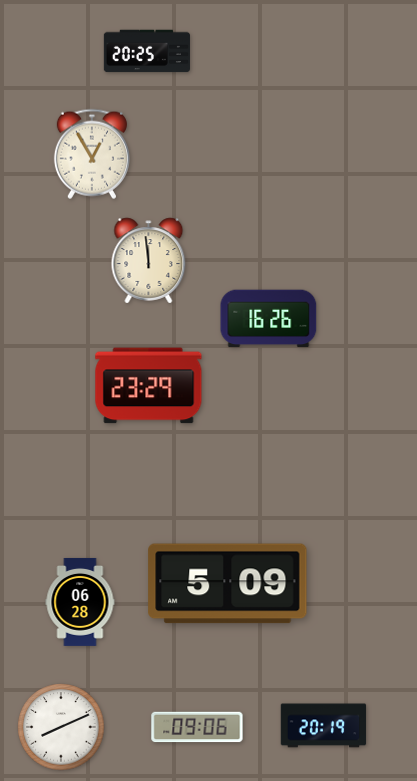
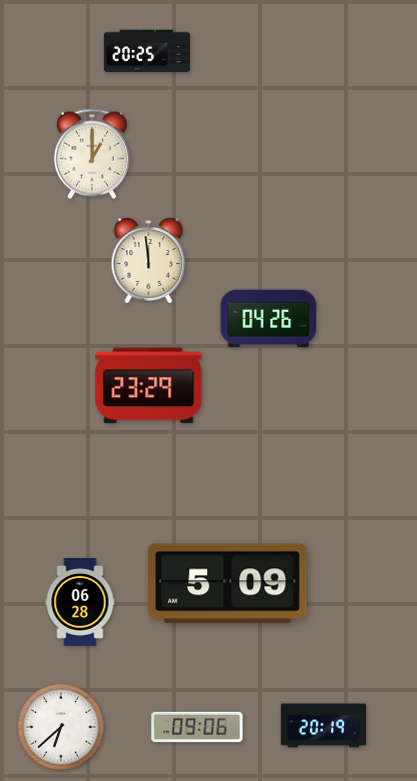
clock at (92, 154): 12:55 -> 1:00
clock at (269, 319): 16:26 -> 04:26
clock at (61, 727): 8:11 -> 6:38
